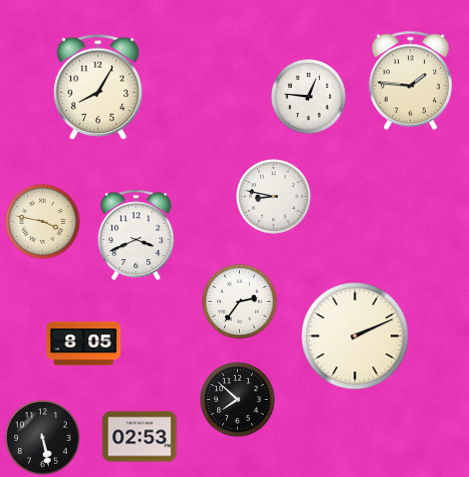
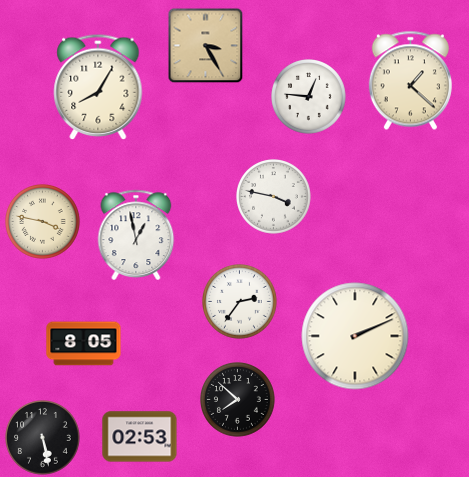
clock at (206, 46): none -> 3:25
clock at (410, 81): 1:46 -> 1:22
clock at (274, 197): 8:47 -> 3:47
clock at (136, 235): 3:41 -> 12:58
